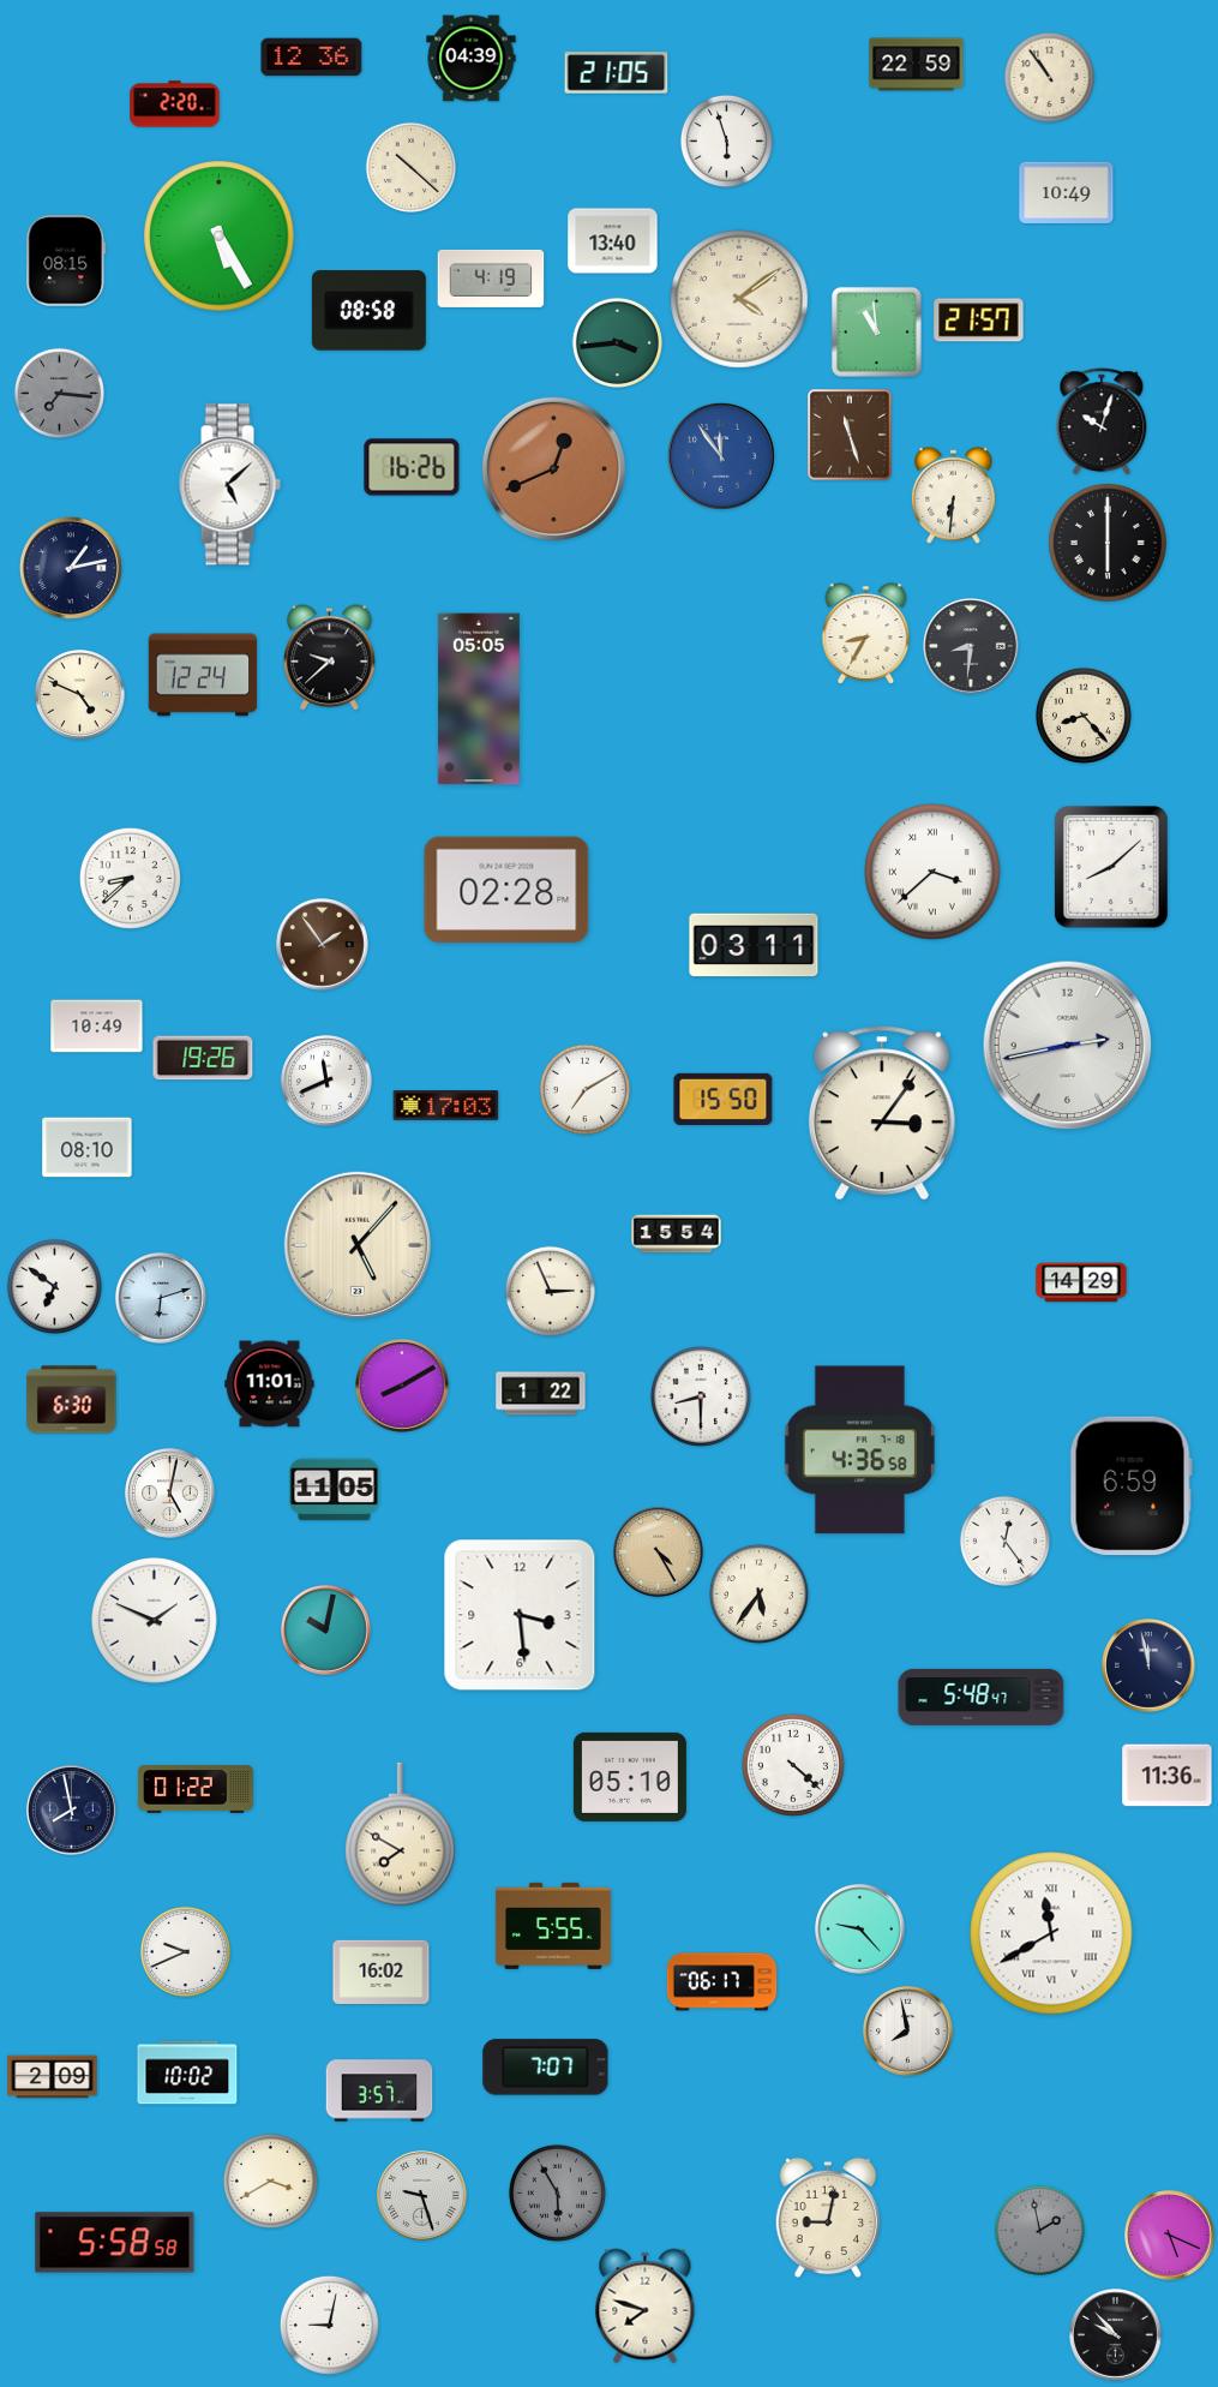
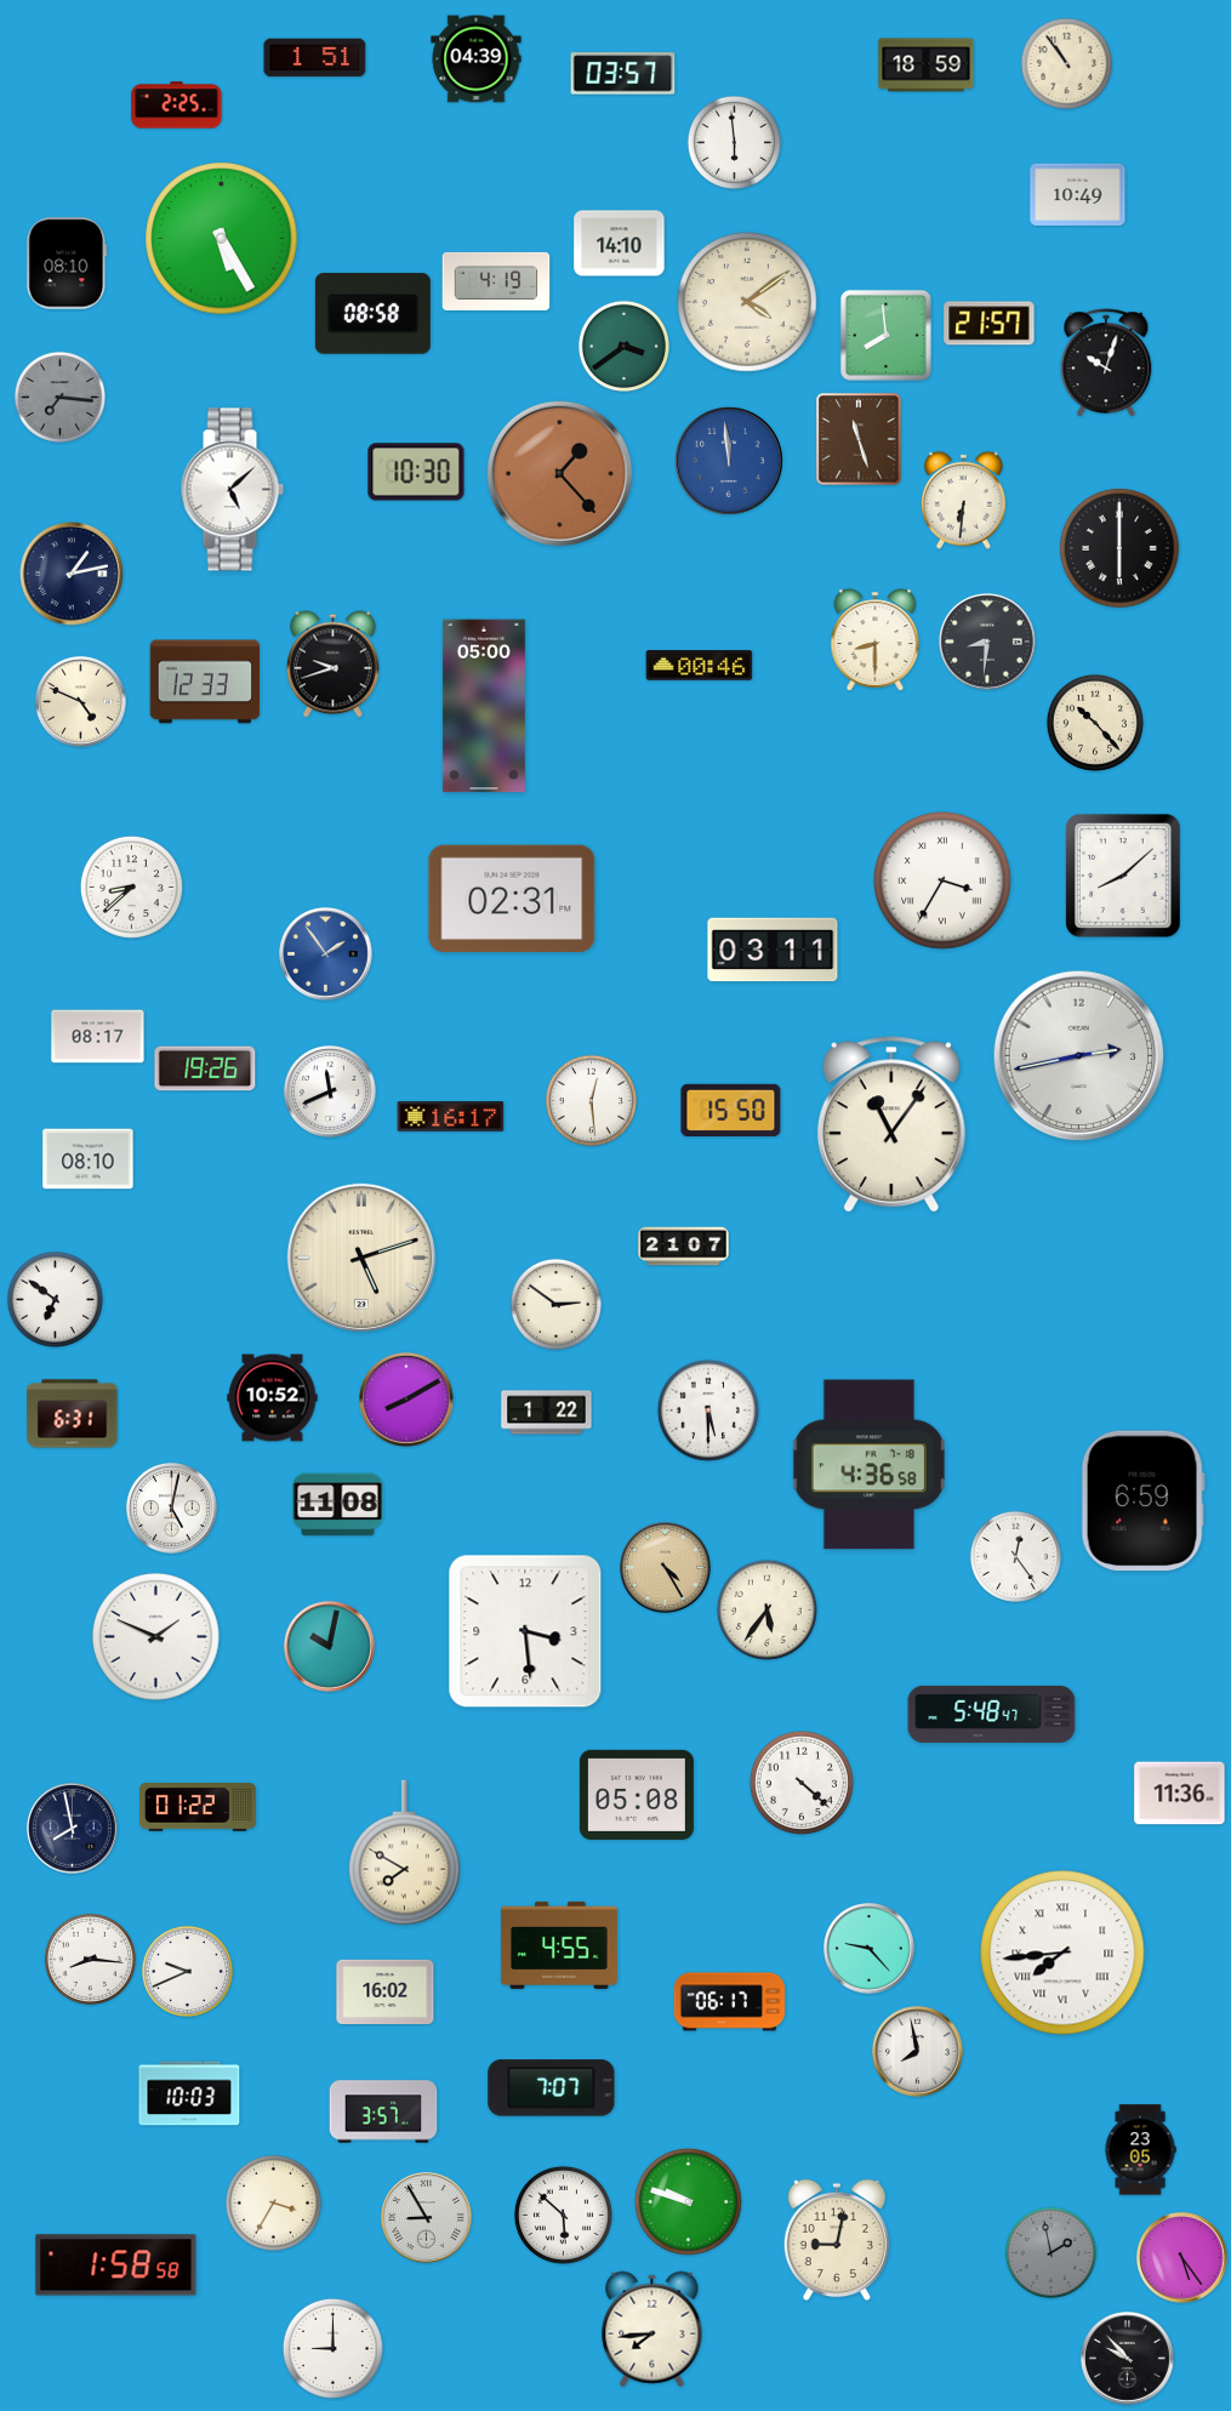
clock at (312, 58): 12:36 -> 1:51
clock at (917, 65): 22:59 -> 18:59
clock at (617, 73): 21:05 -> 03:57
clock at (1049, 77) position: (1049, 77) -> (1066, 63)
clock at (175, 104): 2:20 -> 2:25
clock at (726, 140): 5:57 -> 5:59
clock at (410, 167): 10:22 -> none
clock at (613, 241): 13:40 -> 14:10
clock at (66, 261): 08:15 -> 08:10
clock at (876, 331): 10:59 -> 7:59
clock at (617, 342): 3:44 -> 3:39
clock at (1102, 423) position: (1102, 423) -> (1106, 364)
clock at (721, 456): 11:54 -> 11:59
clock at (412, 467): 16:26 -> 10:30
clock at (553, 468): 12:41 -> 1:23
clock at (866, 634): 8:35 -> 8:30
clock at (972, 647) position: (972, 647) -> (988, 643)
clock at (330, 658): 9:38 -> 9:42
clock at (700, 666): none -> 00:46
clock at (203, 675): 12:24 -> 12:33
clock at (479, 699): 05:05 -> 05:00
clock at (1084, 716): 8:23 -> 10:23
clock at (932, 872): 3:38 -> 3:35
clock at (506, 890): 02:28 -> 02:31
clock at (323, 945) dial: brown -> blue
clock at (754, 945) position: (754, 945) -> (773, 950)
clock at (97, 1027): 10:49 -> 08:17
clock at (584, 1089): 7:10 -> 12:29
clock at (446, 1106): 17:03 -> 16:17
clock at (882, 1113): 3:06 -> 11:06
clock at (677, 1234): 15:54 -> 21:07
clock at (356, 1244): 5:07 -> 5:12
clock at (1081, 1282): 14:29 -> none
clock at (550, 1291): 2:56 -> 2:51
clock at (161, 1298): 6:12 -> none
clock at (270, 1384): 11:01 -> 10:52
clock at (541, 1394) position: (541, 1394) -> (547, 1413)
clock at (701, 1396): 8:30 -> 5:30
clock at (72, 1400): 6:30 -> 6:31
clock at (335, 1490): 11:05 -> 11:08
clock at (1150, 1667): 11:58 -> none
clock at (630, 1777): 05:10 -> 05:08
clock at (553, 1926): 5:55 -> 4:55
clock at (1051, 1933): 11:40 -> 7:44
clock at (90, 1959): none -> 8:16
clock at (187, 2072): 10:02 -> 10:03
clock at (53, 2077): 2:09 -> none
clock at (1140, 2150): none -> 23:05
clock at (688, 2201): none -> 9:48
clock at (270, 2180): 3:40 -> 3:35
clock at (557, 2192): 5:55 -> 5:52
clock at (557, 2192) dial: grey -> white
clock at (422, 2196): 9:27 -> 8:55
clock at (1170, 2236): 5:19 -> 5:24
clock at (115, 2243): 5:58 -> 1:58
clock at (646, 2307): 7:48 -> 7:44
clock at (329, 2325): 9:02 -> 9:00
